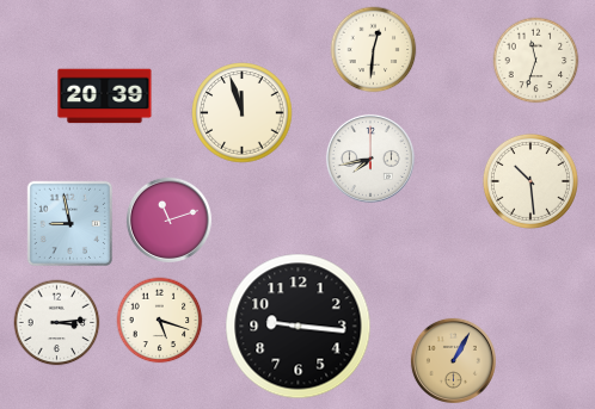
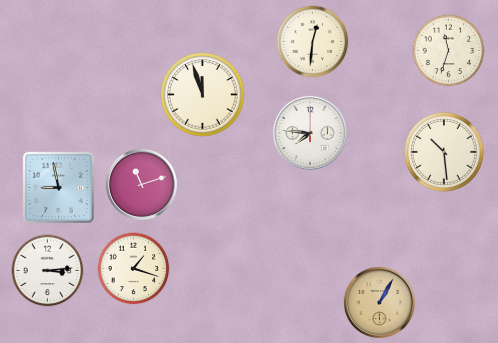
clock at (105, 97): 20:39 -> none
clock at (370, 159): 7:43 -> 7:46
clock at (160, 321): 5:18 -> 1:18
clock at (299, 327): 9:16 -> none
